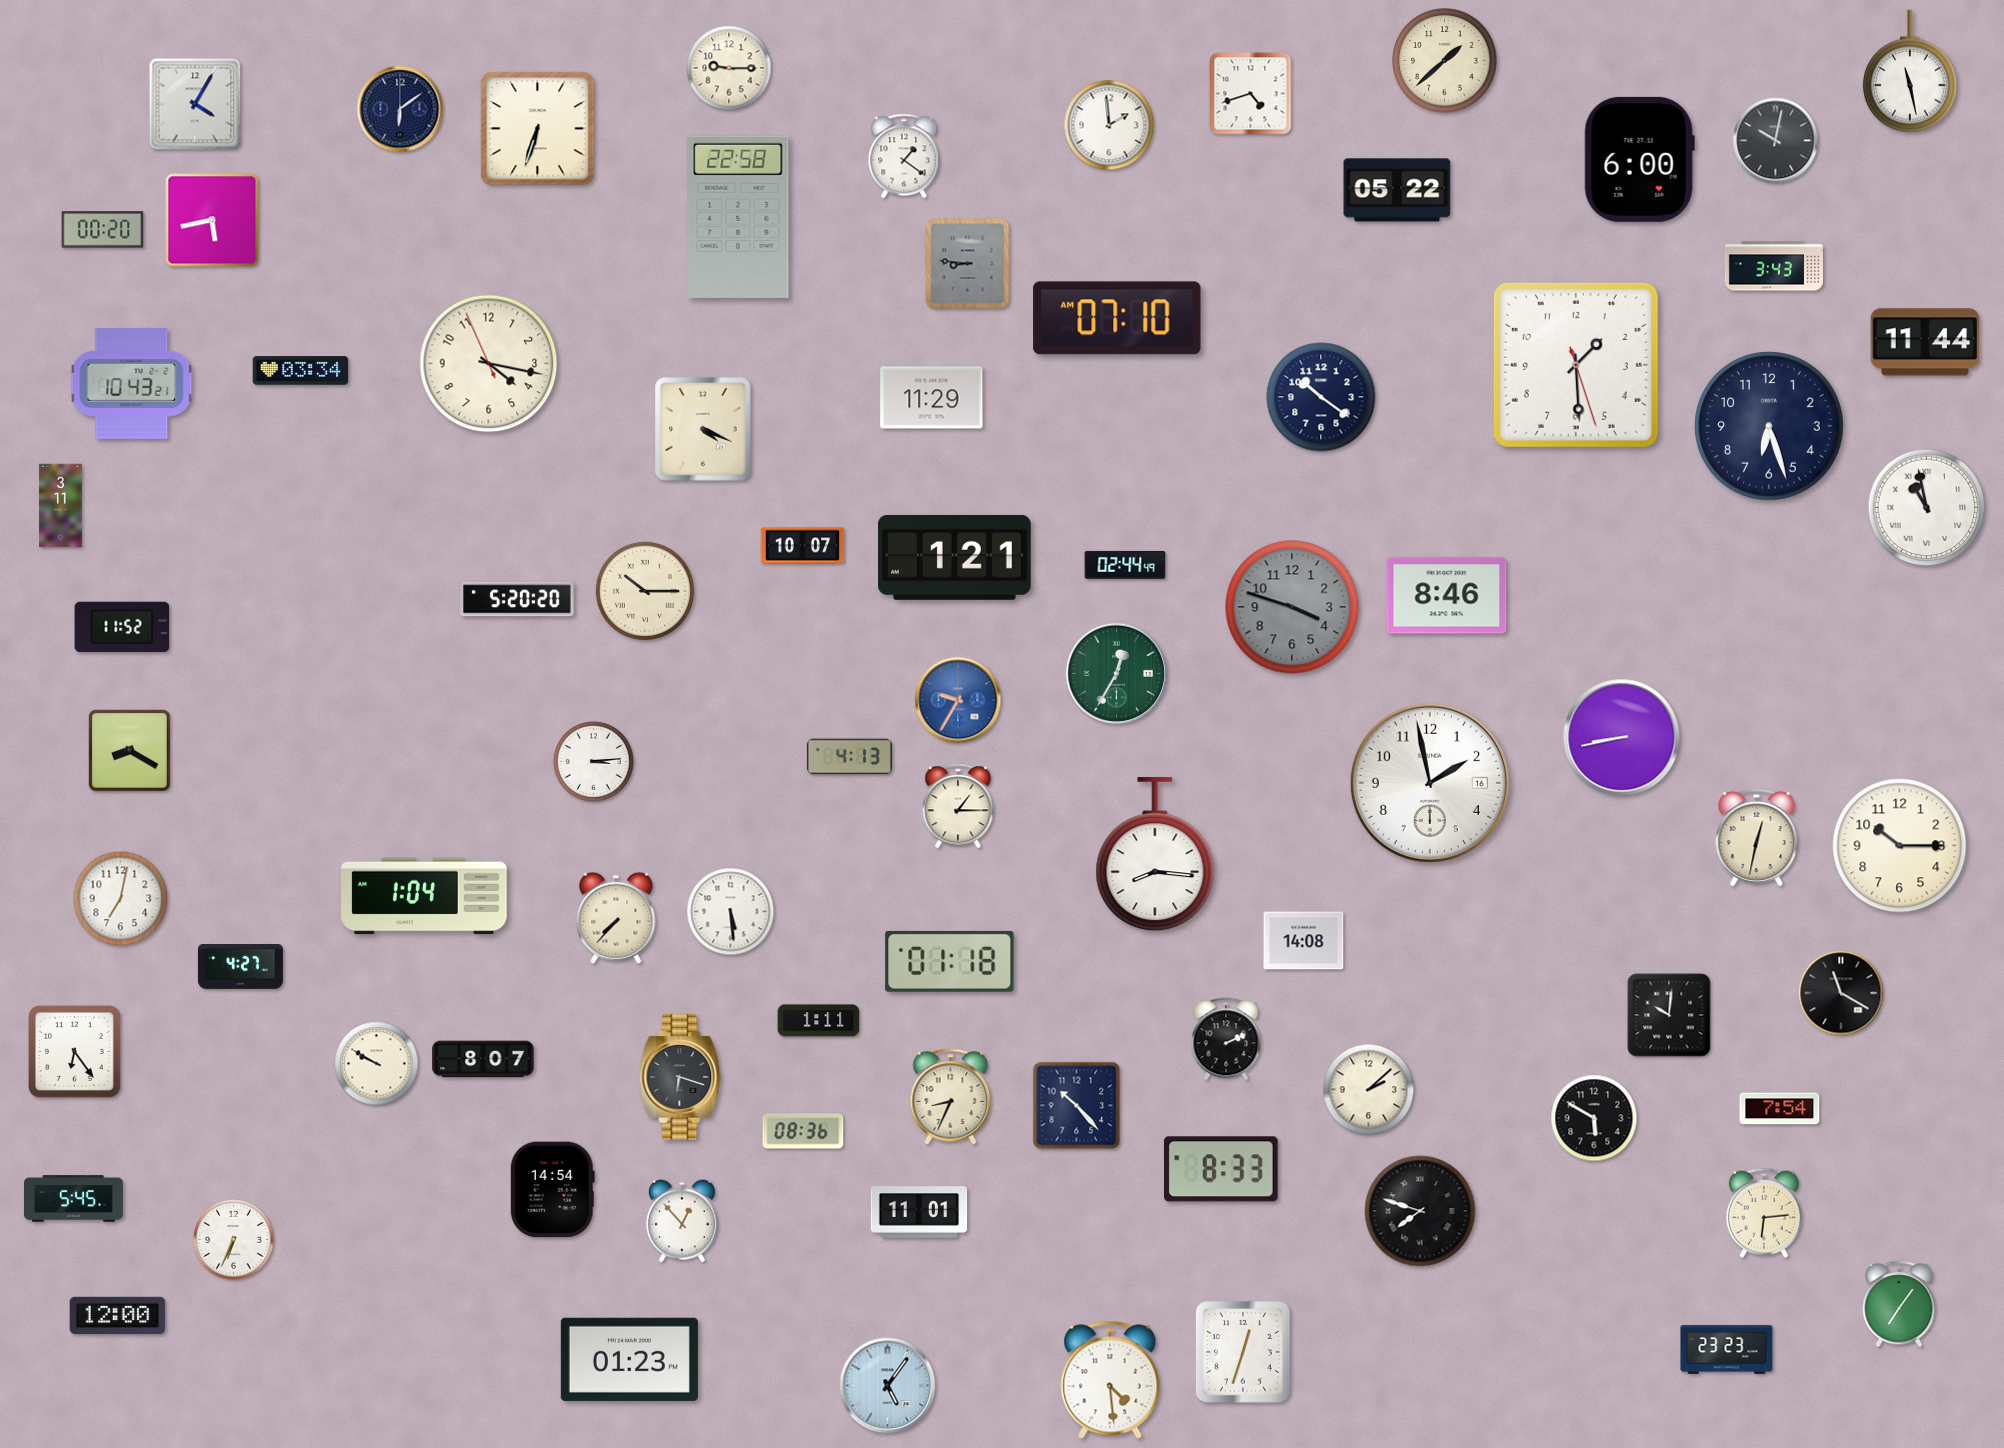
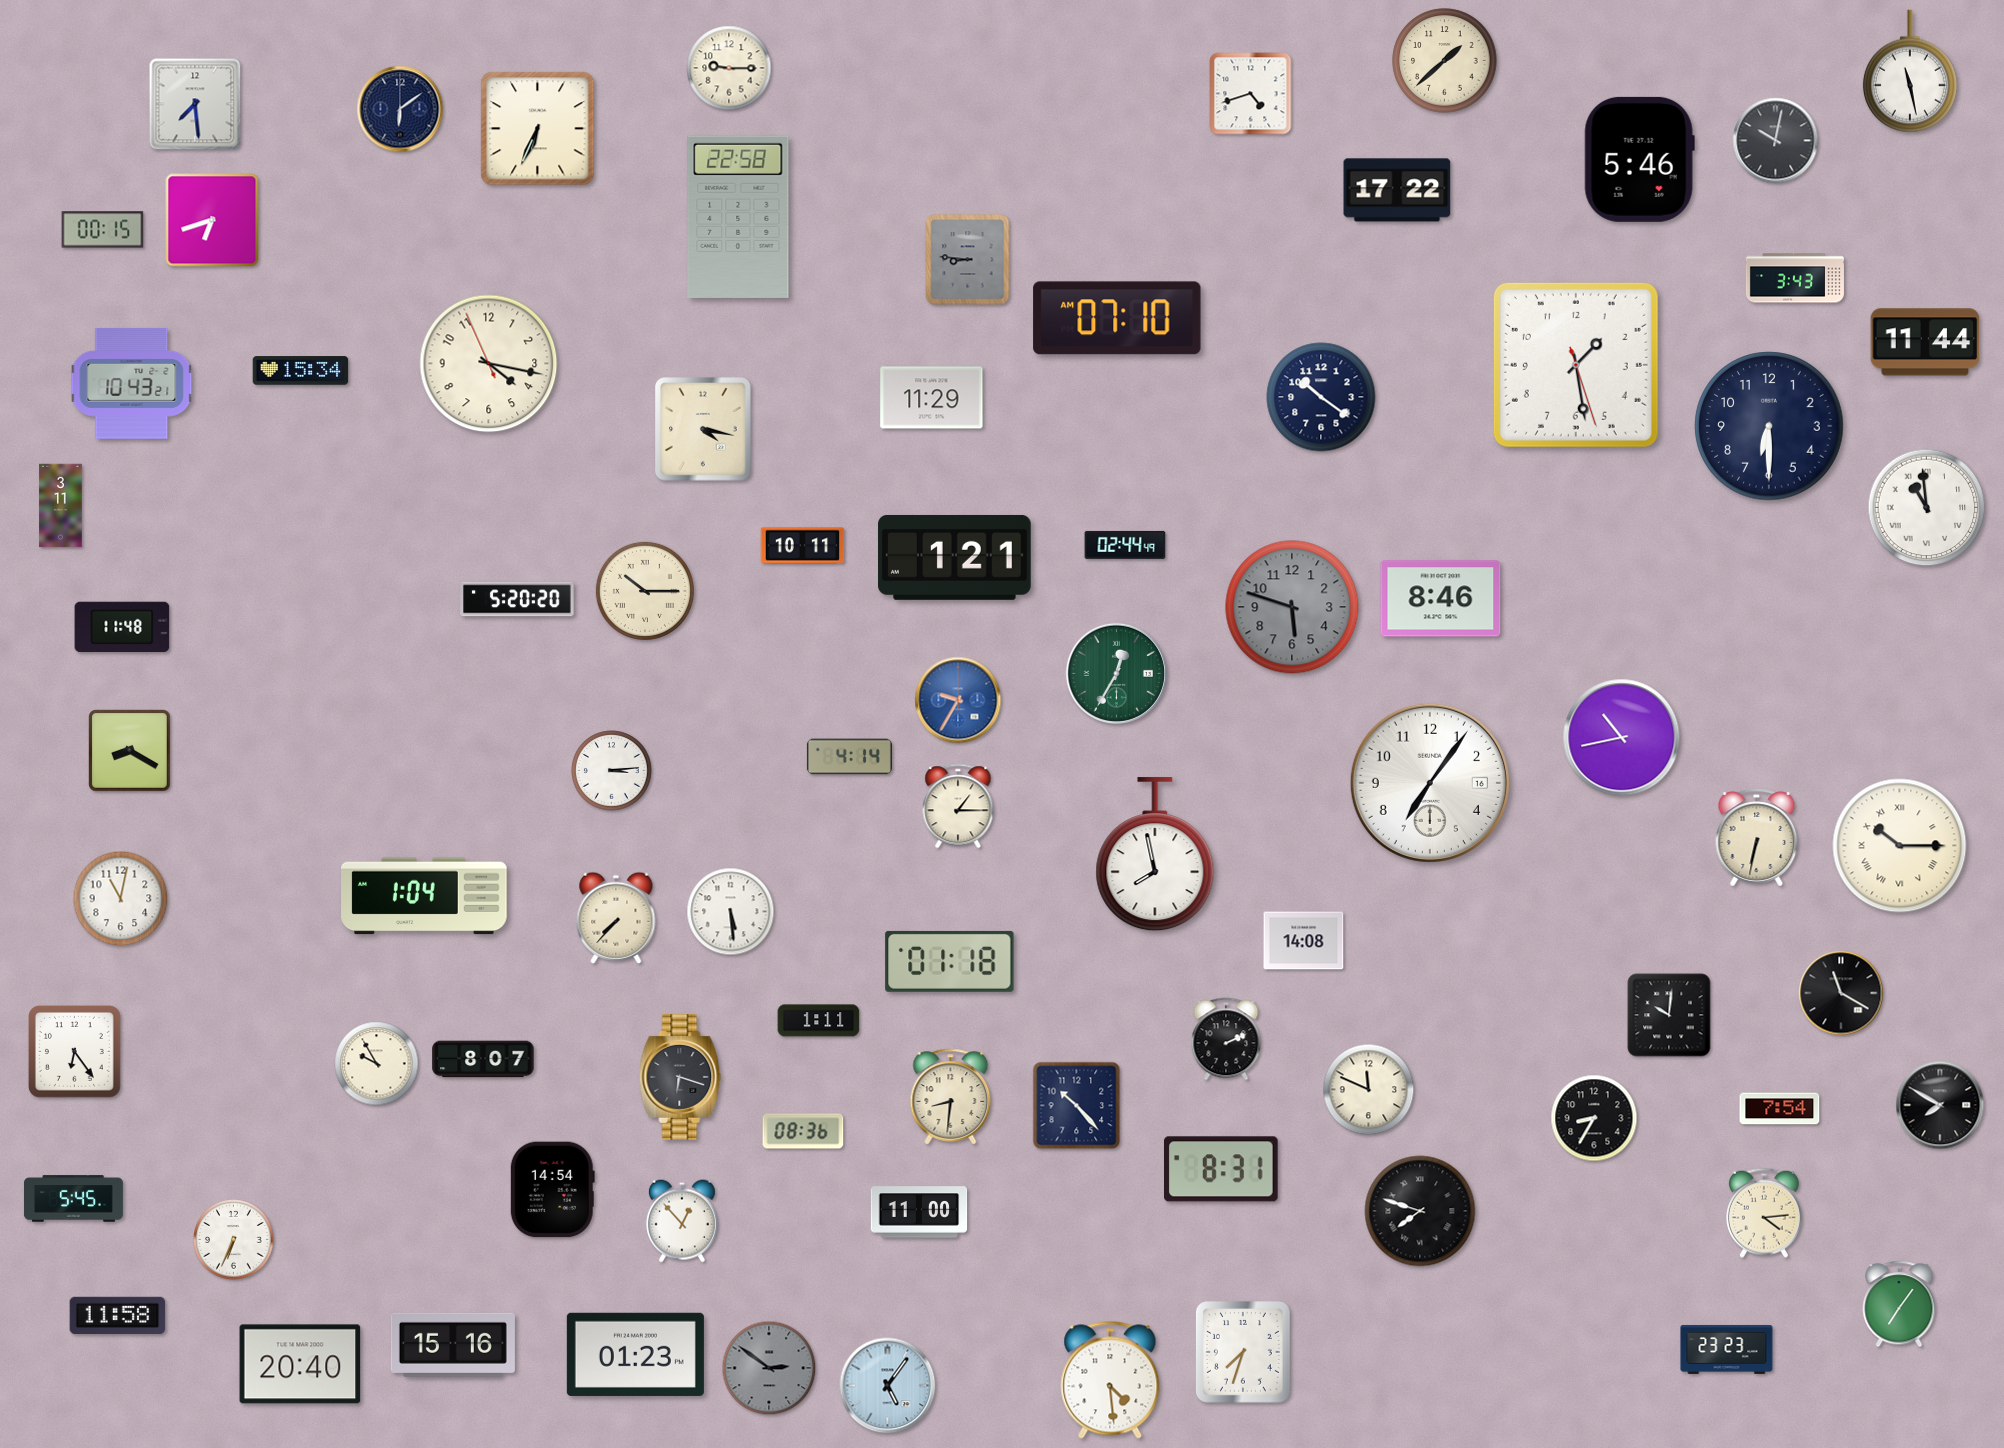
clock at (195, 104): 4:05 -> 7:29
clock at (1109, 125): 1:59 -> none
clock at (538, 129): 6:33 -> 6:34
clock at (904, 156): 1:21 -> none
clock at (1639, 159): 6:00 -> 5:46
clock at (1397, 190): 05:22 -> 17:22
clock at (212, 220): 5:43 -> 6:42
clock at (103, 230): 00:20 -> 00:15
clock at (968, 264) position: (968, 264) -> (968, 260)
clock at (1774, 266) position: (1774, 266) -> (1795, 278)
clock at (1576, 365): 1:29 -> 1:28
clock at (301, 371): 03:34 -> 15:34
clock at (1769, 426): 6:27 -> 6:30
clock at (703, 429): 4:19 -> 4:17
clock at (1927, 508): 10:58 -> 10:59
clock at (803, 546): 10:07 -> 10:11
clock at (1125, 565) position: (1125, 565) -> (1125, 545)
clock at (1447, 596) position: (1447, 596) -> (1441, 599)
clock at (1292, 607): 3:48 -> 5:48
clock at (122, 626): 11:52 -> 11:48
clock at (1622, 738): 8:43 -> 10:43
clock at (849, 757): 4:13 -> 4:14
clock at (594, 762) position: (594, 762) -> (612, 771)
clock at (1430, 783): 1:58 -> 7:06
clock at (1757, 838): 12:32 -> 6:32
clock at (1900, 846) numerals: Arabic -> Roman
clock at (1155, 855): 8:16 -> 7:58
clock at (121, 899): 7:02 -> 11:02
clock at (240, 967): 4:27 -> none
clock at (377, 1064): 9:50 -> 9:55
clock at (1369, 1090): 2:08 -> 11:49
clock at (951, 1097): 8:34 -> 8:31
clock at (1940, 1105): none -> 7:50
clock at (1594, 1118): 5:50 -> 8:35
clock at (1222, 1169): 8:33 -> 8:31
clock at (919, 1212): 11:01 -> 11:00
clock at (1764, 1213): 6:14 -> 4:14
clock at (118, 1315): 12:00 -> 11:58
clock at (453, 1345): none -> 15:16
clock at (1244, 1353): 12:33 -> 7:33
clock at (629, 1359) position: (629, 1359) -> (635, 1354)
clock at (300, 1364): none -> 20:40
clock at (769, 1368): none -> 2:51
